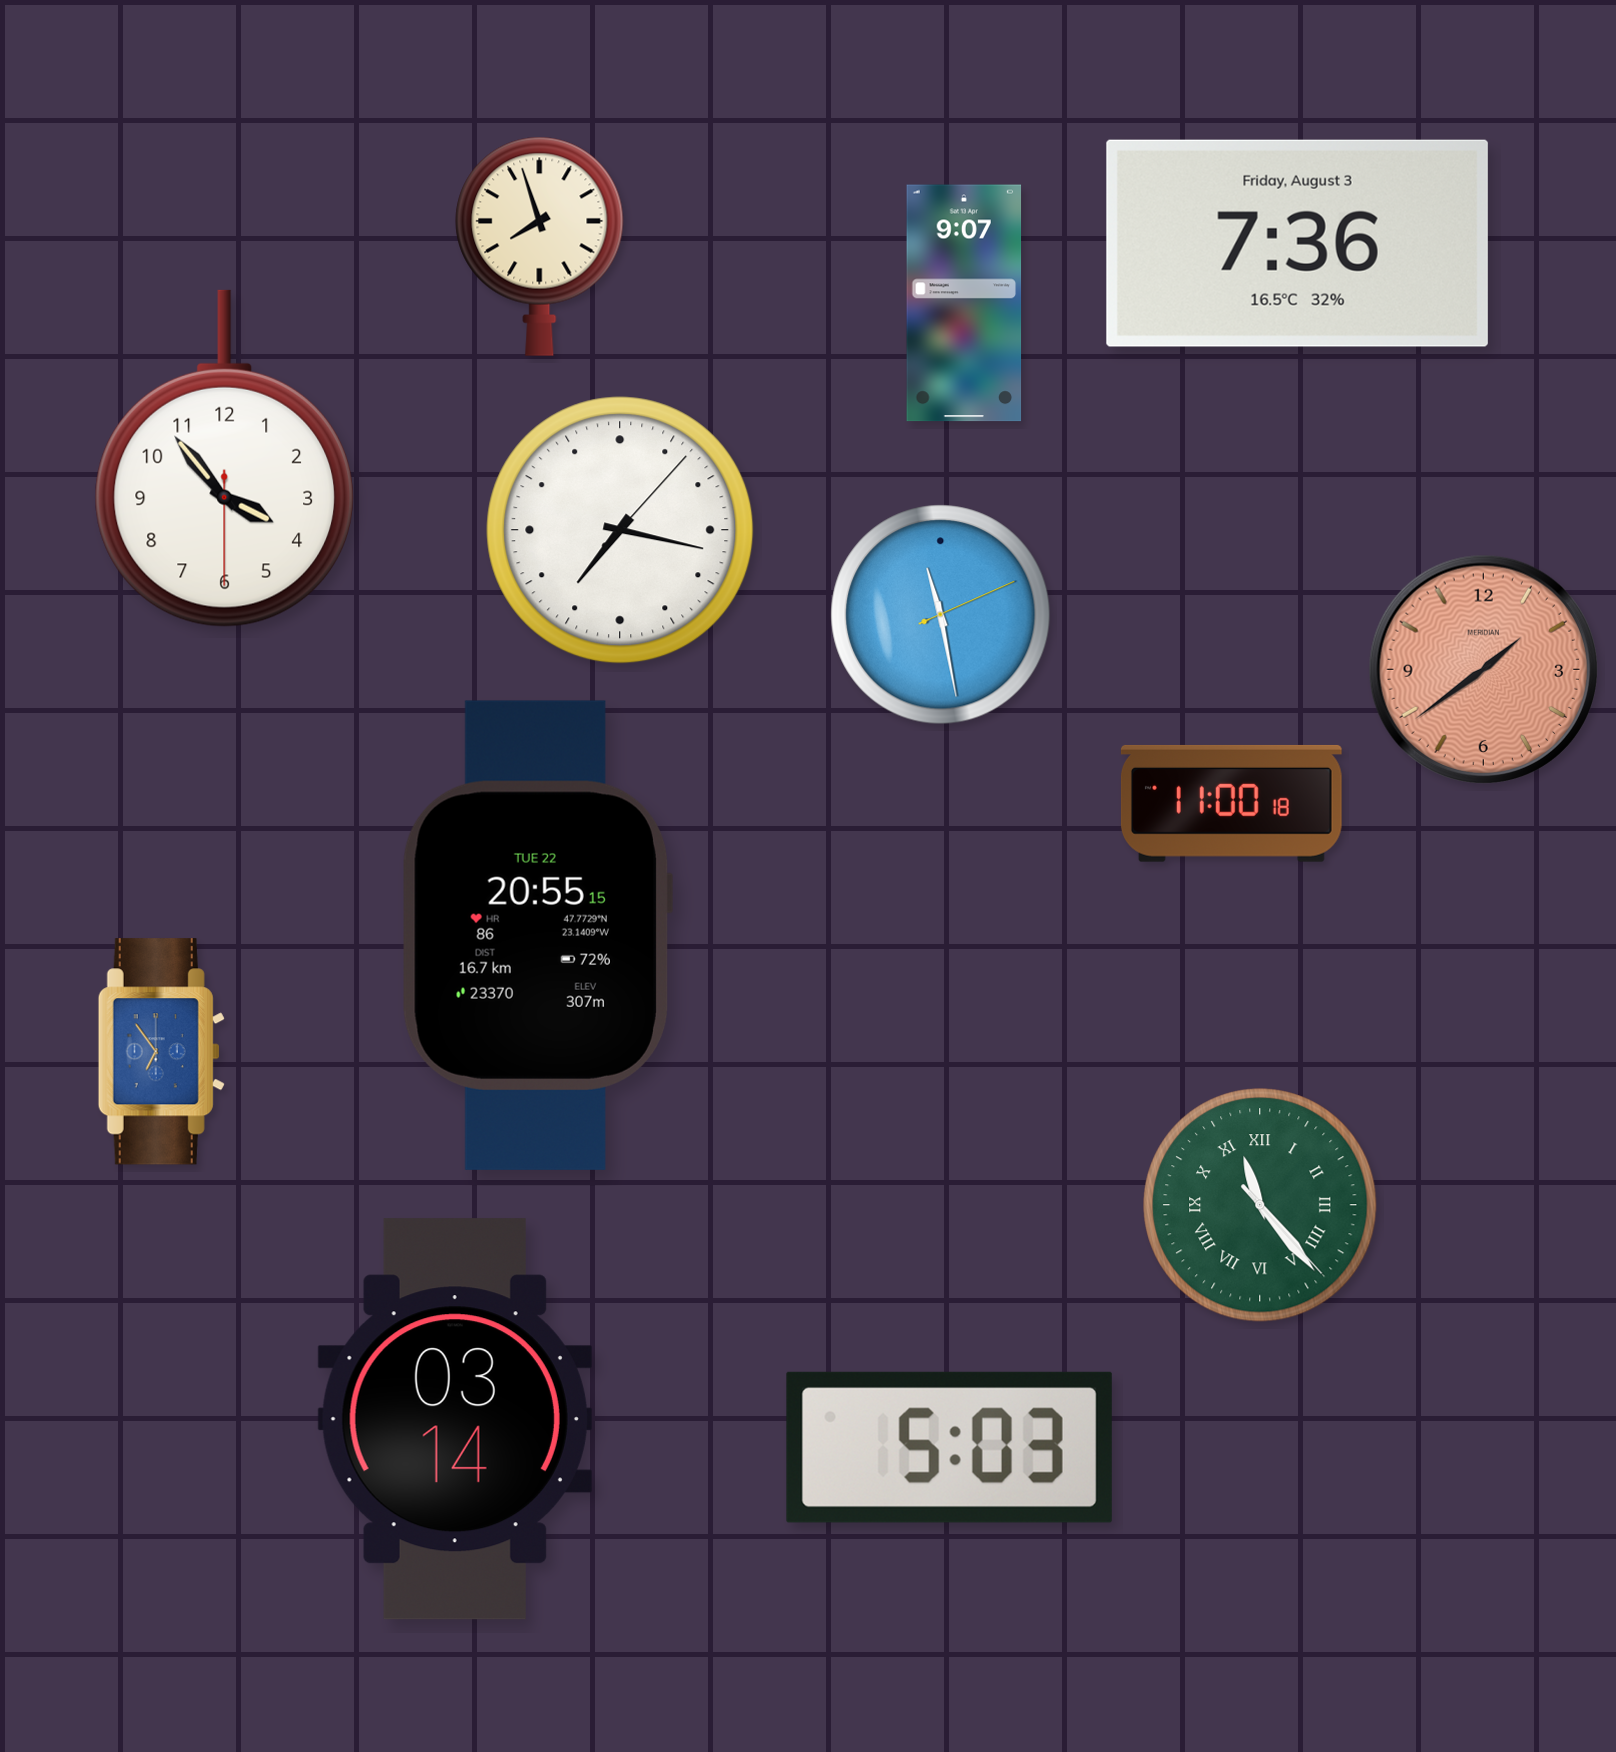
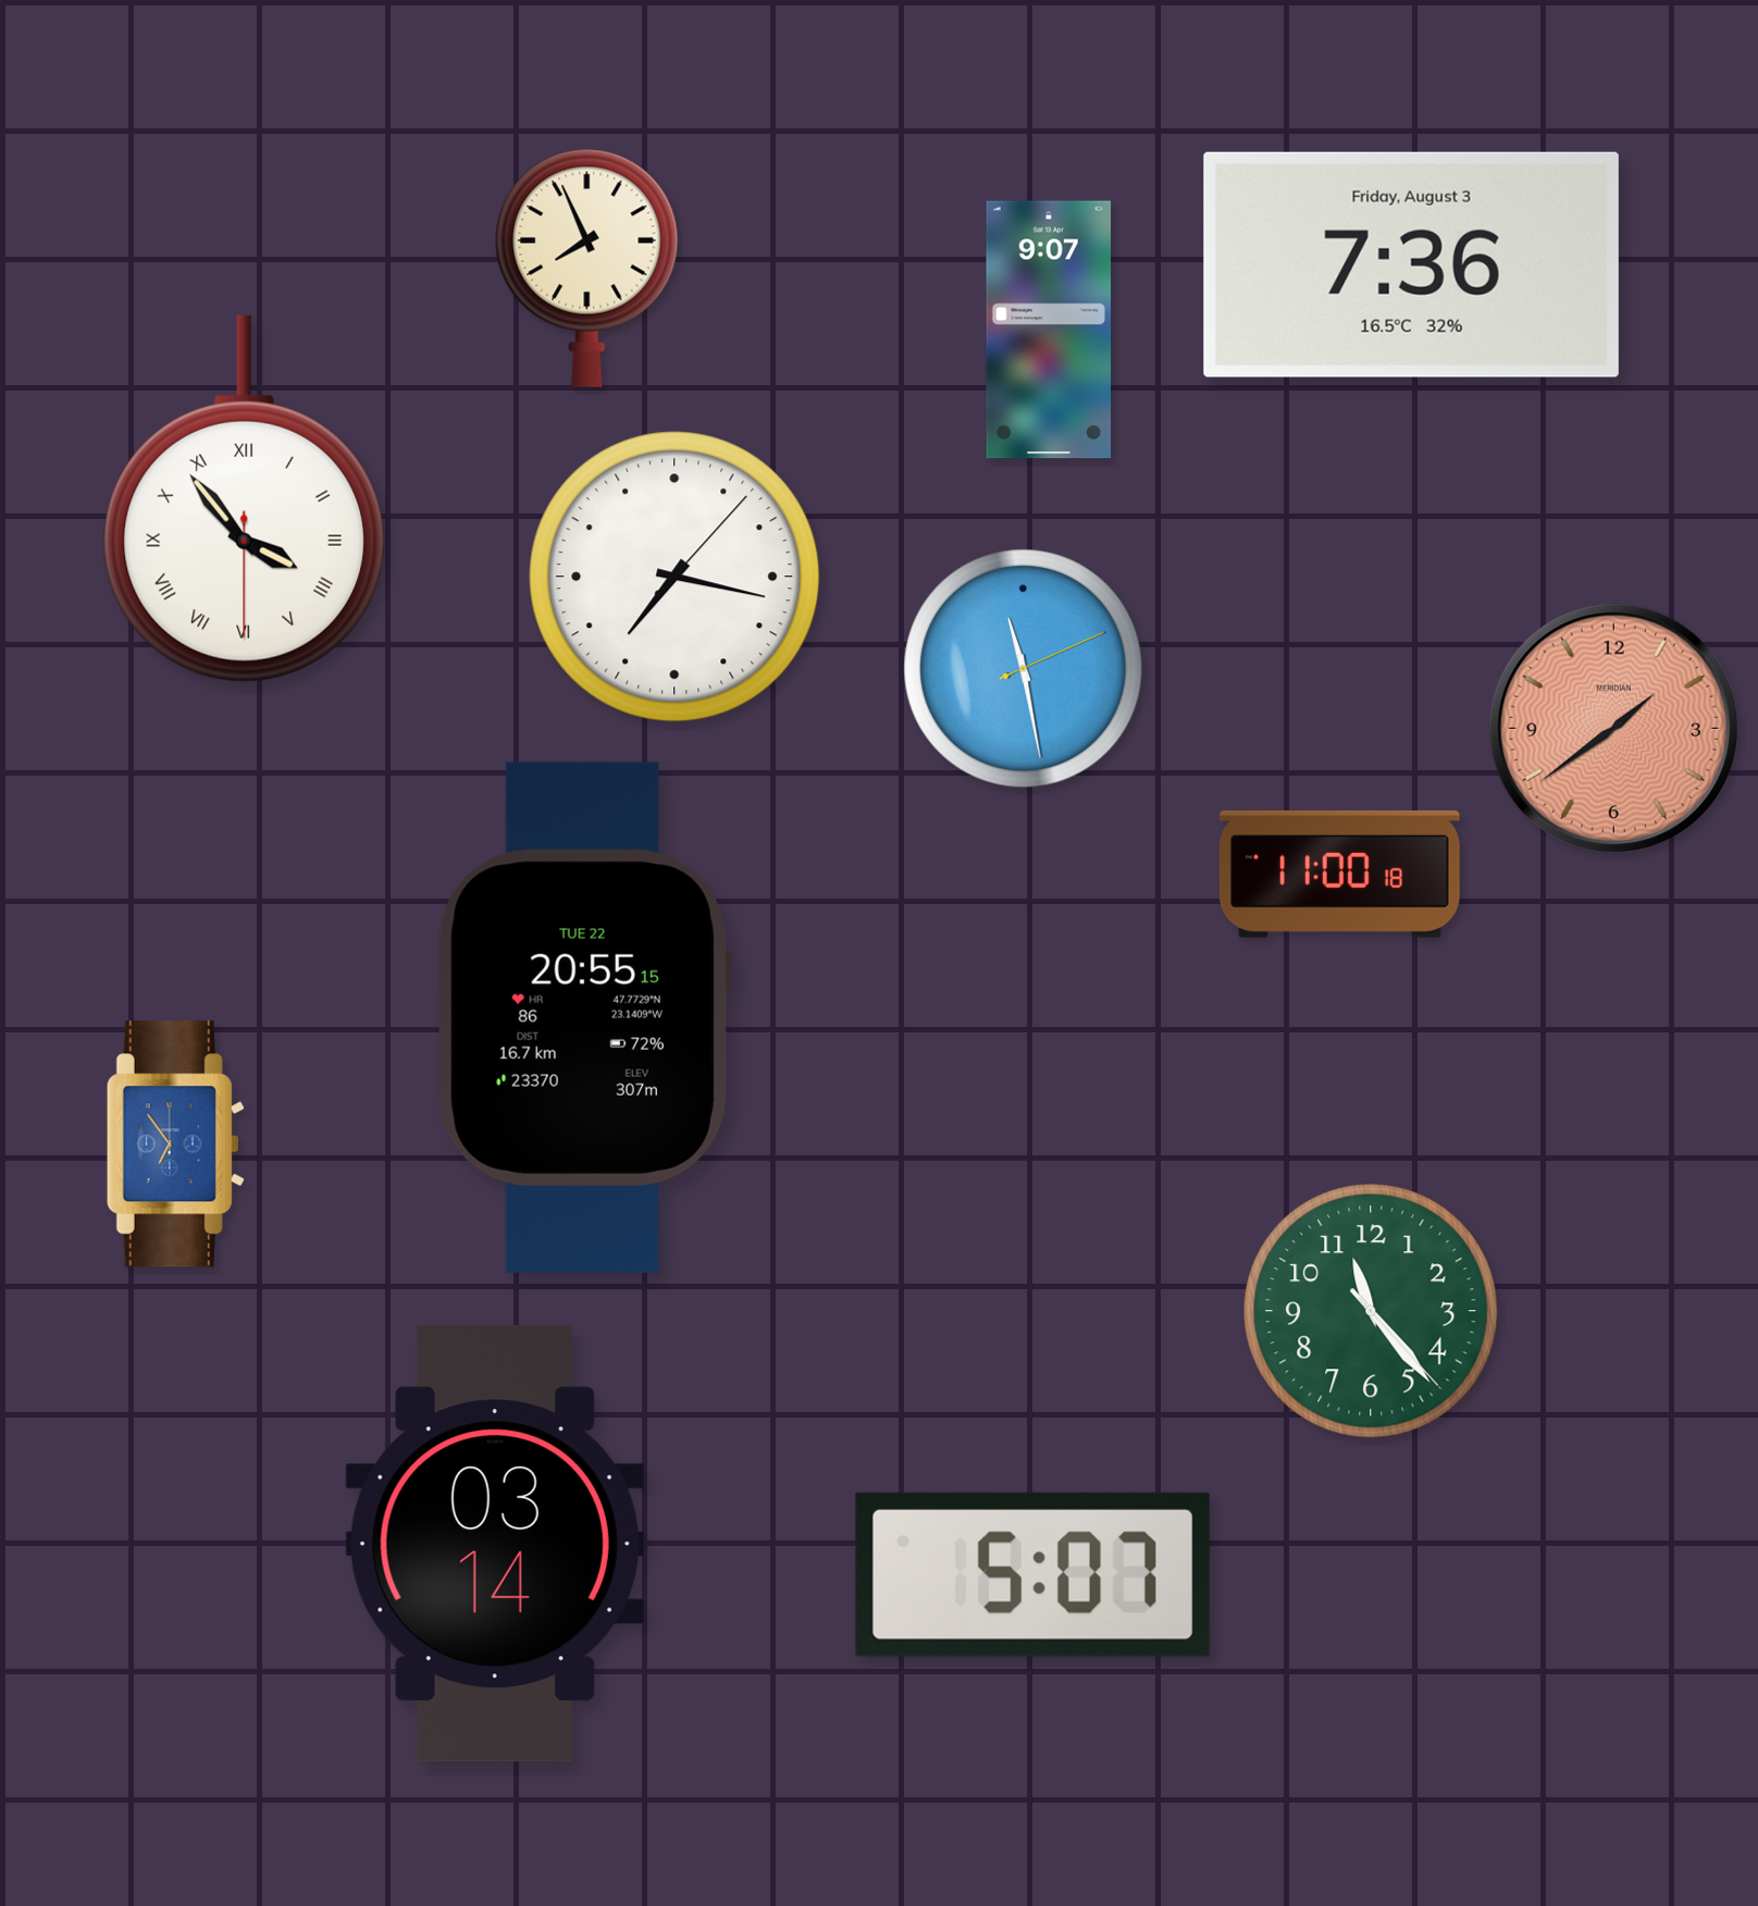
clock at (540, 246): 7:57 -> 7:56
clock at (224, 459) numerals: Arabic -> Roman
clock at (1260, 1205) numerals: Roman -> Arabic
clock at (949, 1447): 5:03 -> 5:07
